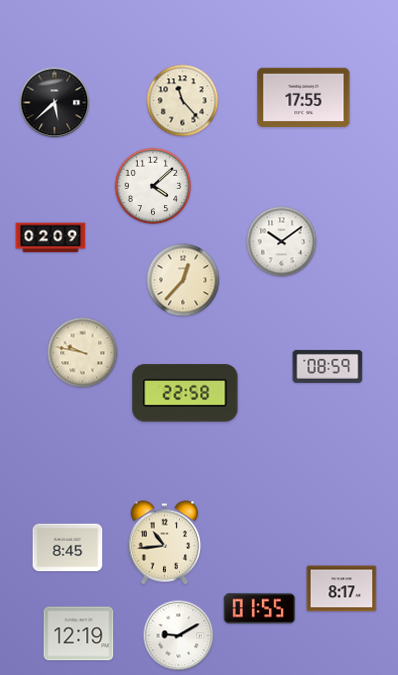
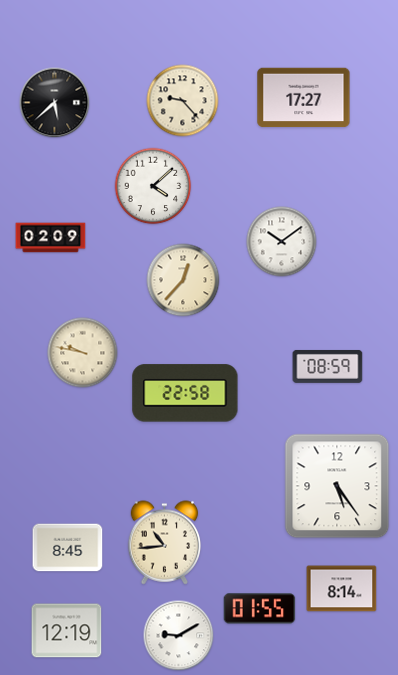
clock at (304, 98): 17:55 -> 17:27
clock at (183, 101): 11:23 -> 9:23
clock at (337, 486): none -> 5:24
clock at (342, 589): 8:17 -> 8:14
clock at (79, 634) position: (79, 634) -> (67, 631)
